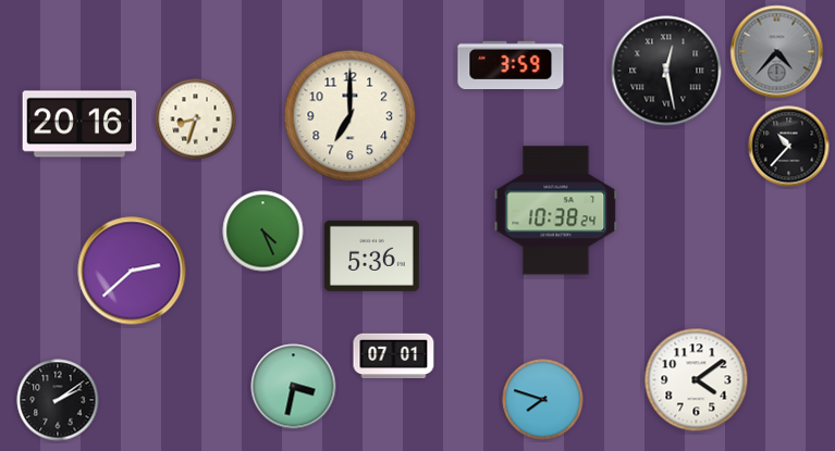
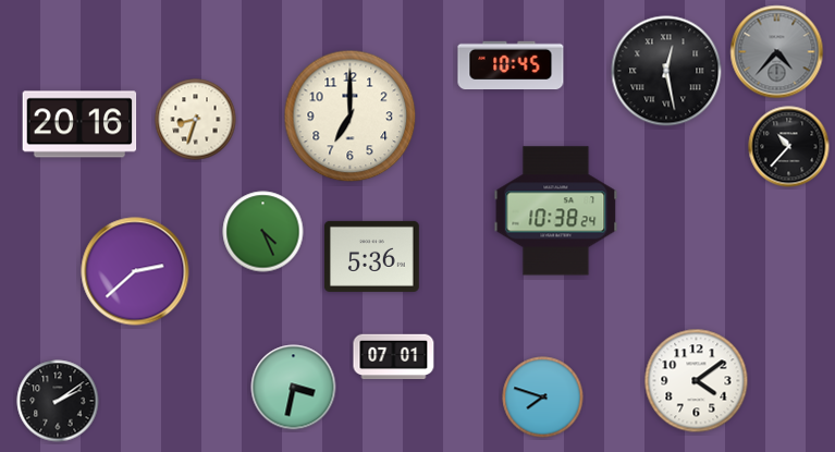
clock at (511, 65): 3:59 -> 10:45
clock at (132, 271) position: (132, 271) -> (135, 271)
clock at (543, 400) position: (543, 400) -> (543, 398)
